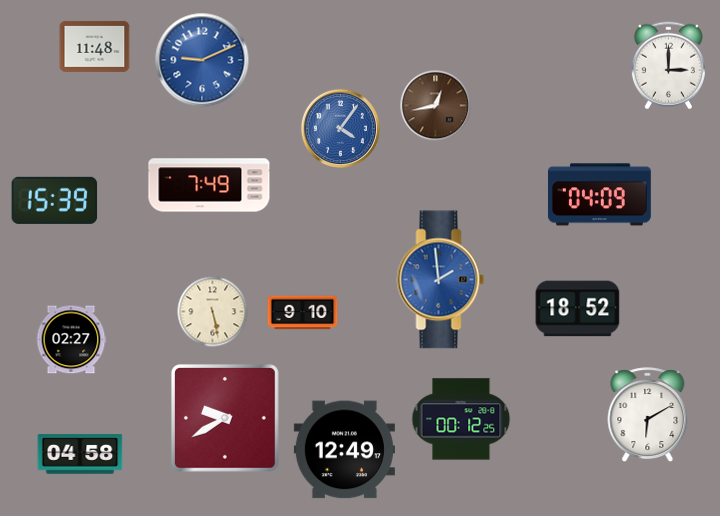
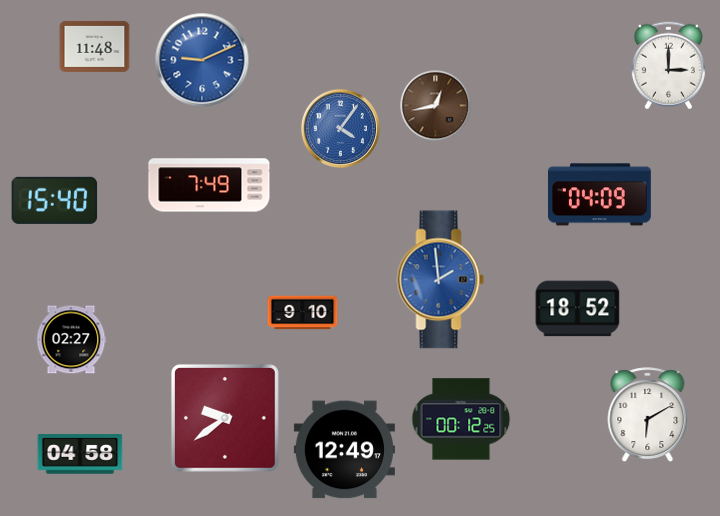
clock at (55, 200): 15:39 -> 15:40
clock at (213, 312): 5:28 -> none
clock at (225, 418): 9:40 -> 9:39
